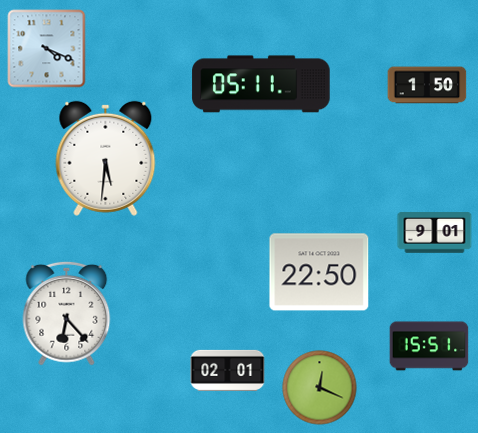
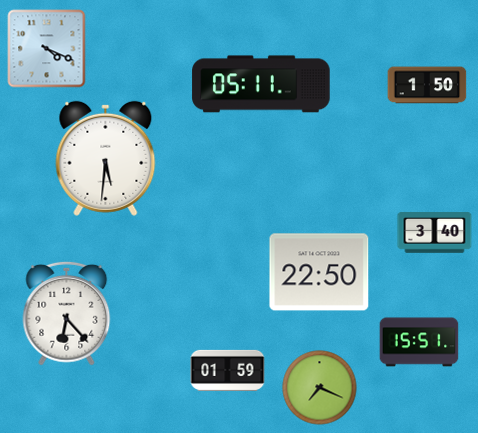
clock at (435, 233): 9:01 -> 3:40
clock at (429, 346) position: (429, 346) -> (419, 342)
clock at (228, 370): 02:01 -> 01:59
clock at (320, 388): 12:19 -> 7:19
